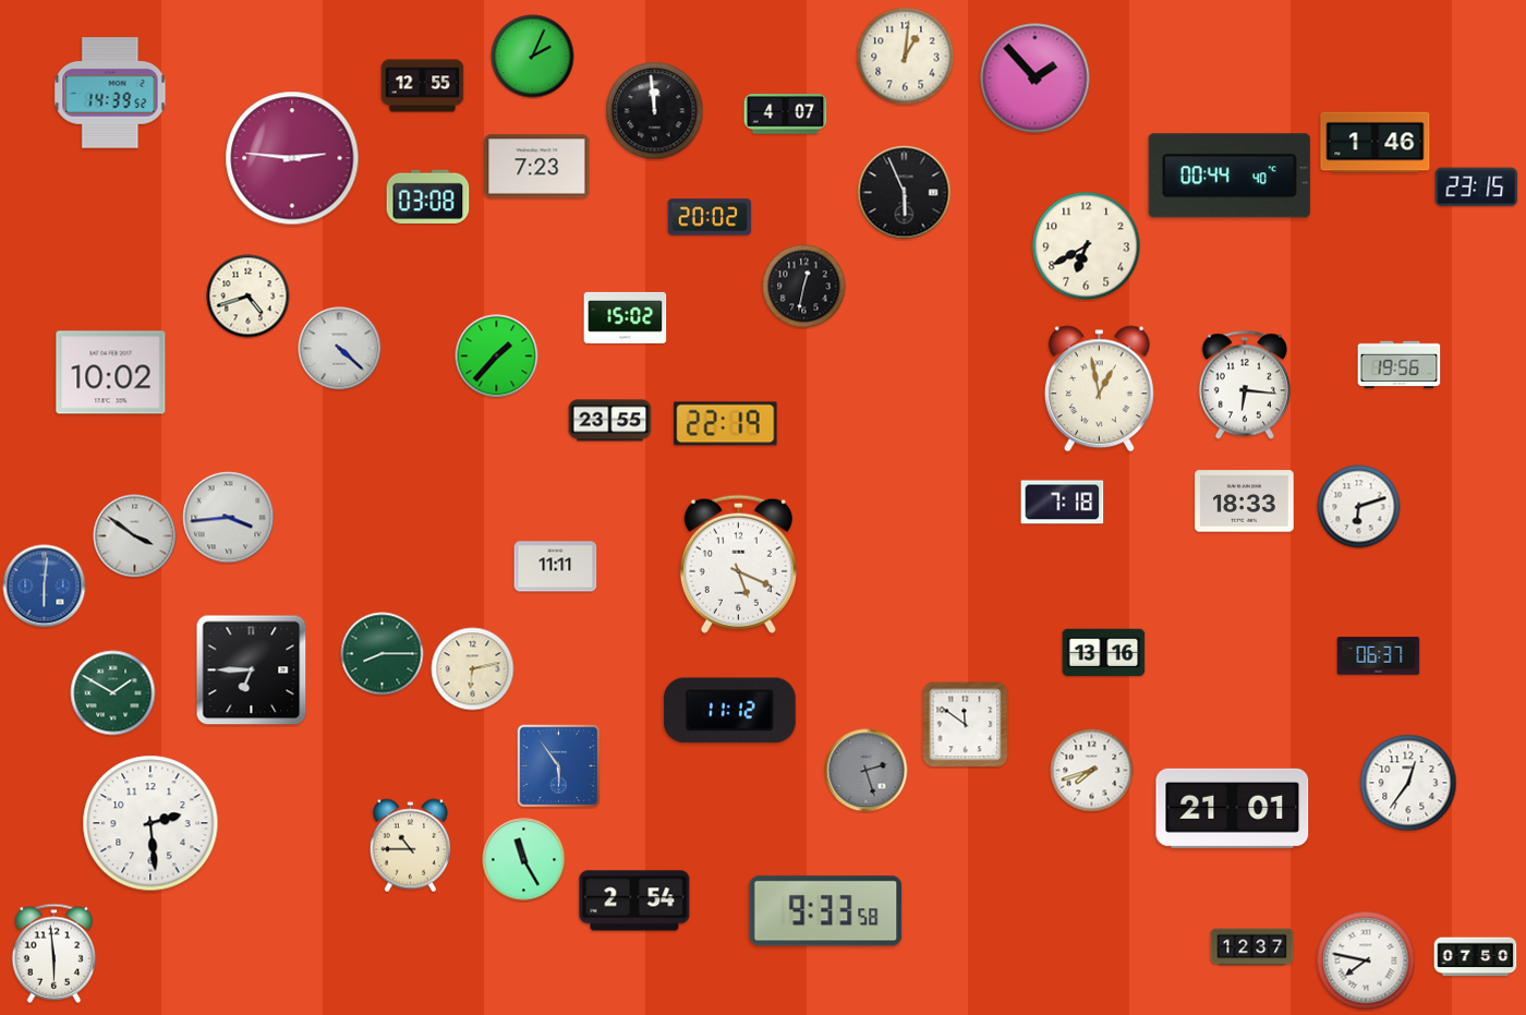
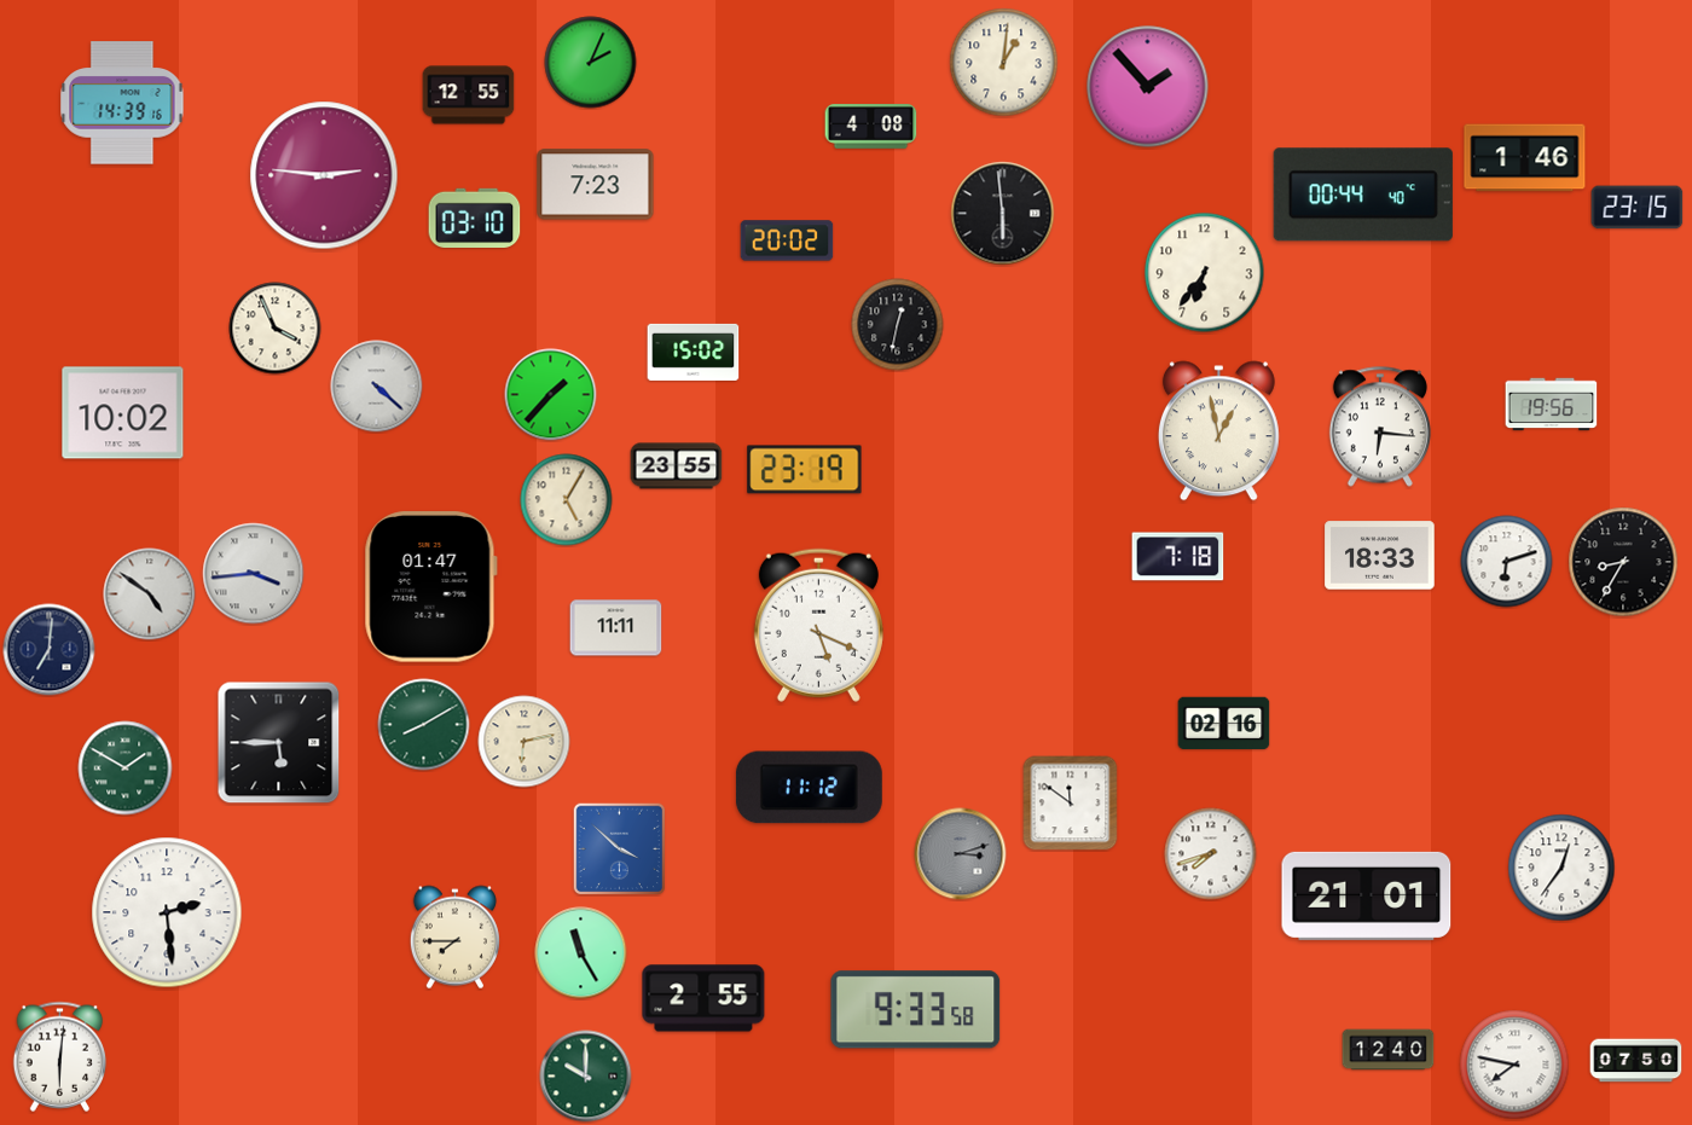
clock at (110, 93): 14:39:52 -> 14:39:16
clock at (655, 111): 11:59 -> none
clock at (786, 114): 4:07 -> 4:08
clock at (905, 193): 5:56 -> 5:59
clock at (428, 197): 03:08 -> 03:10
clock at (1087, 246): 6:40 -> 6:36
clock at (804, 287) position: (804, 287) -> (898, 325)
clock at (249, 297): 4:42 -> 3:56
clock at (726, 424): 22:19 -> 23:19
clock at (567, 500): none -> 5:05
clock at (1623, 562): none -> 8:35
clock at (430, 587): none -> 01:47
clock at (135, 536): 3:51 -> 4:51
clock at (45, 587): 6:01 -> 7:01
clock at (45, 587) dial: blue -> navy
clock at (1104, 653): 13:16 -> 02:16
clock at (383, 654): 8:15 -> 8:10
clock at (1379, 656): 06:37 -> none
clock at (252, 670): 6:45 -> 5:45
clock at (558, 765): 5:54 -> 3:52
clock at (867, 771): 2:27 -> 3:12
clock at (410, 846): 10:45 -> 7:45
clock at (634, 901): 2:54 -> 2:55
clock at (1252, 947): 12:37 -> 12:40
clock at (55, 953): 5:59 -> 6:01
clock at (586, 1077): none -> 10:00
